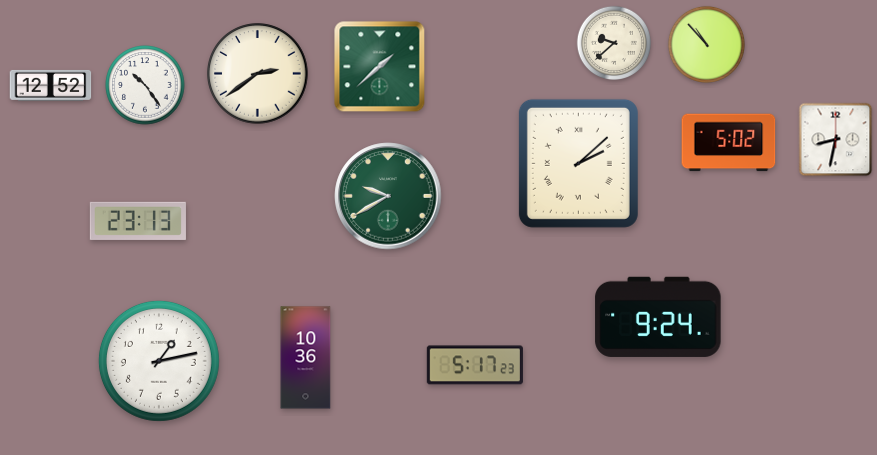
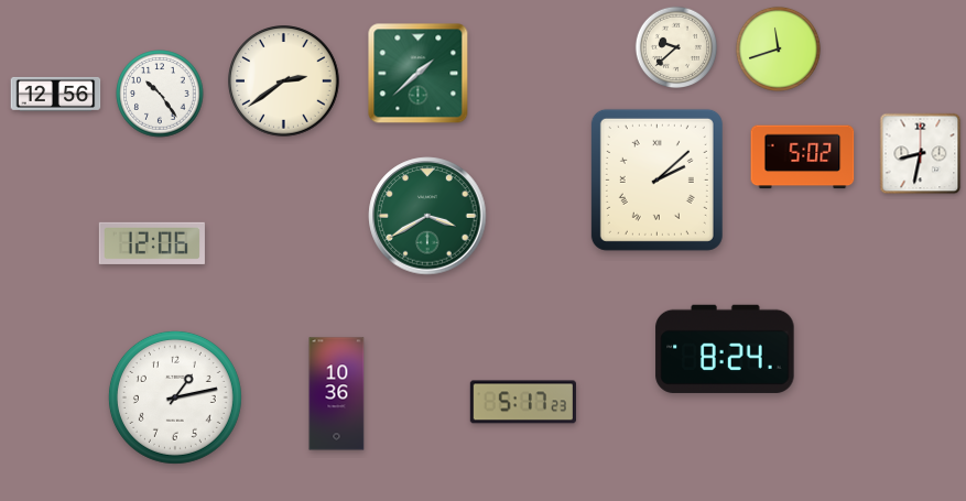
clock at (706, 44): 10:53 -> 11:42
clock at (51, 85): 12:52 -> 12:56
clock at (578, 163) position: (578, 163) -> (656, 179)
clock at (388, 196): 9:40 -> 3:40
clock at (138, 221): 23:13 -> 12:06
clock at (658, 317): 9:24 -> 8:24
